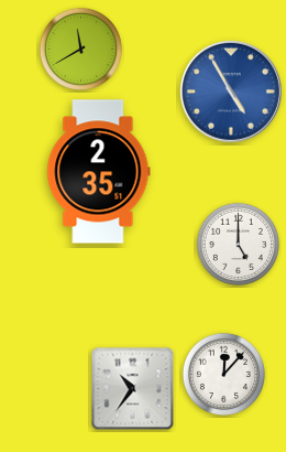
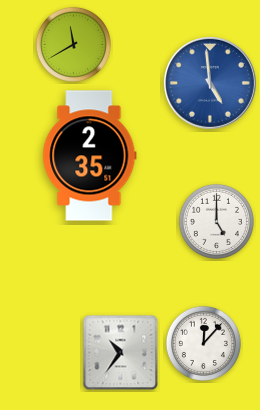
clock at (231, 92): 4:55 -> 4:59
clock at (223, 374) position: (223, 374) -> (203, 343)
